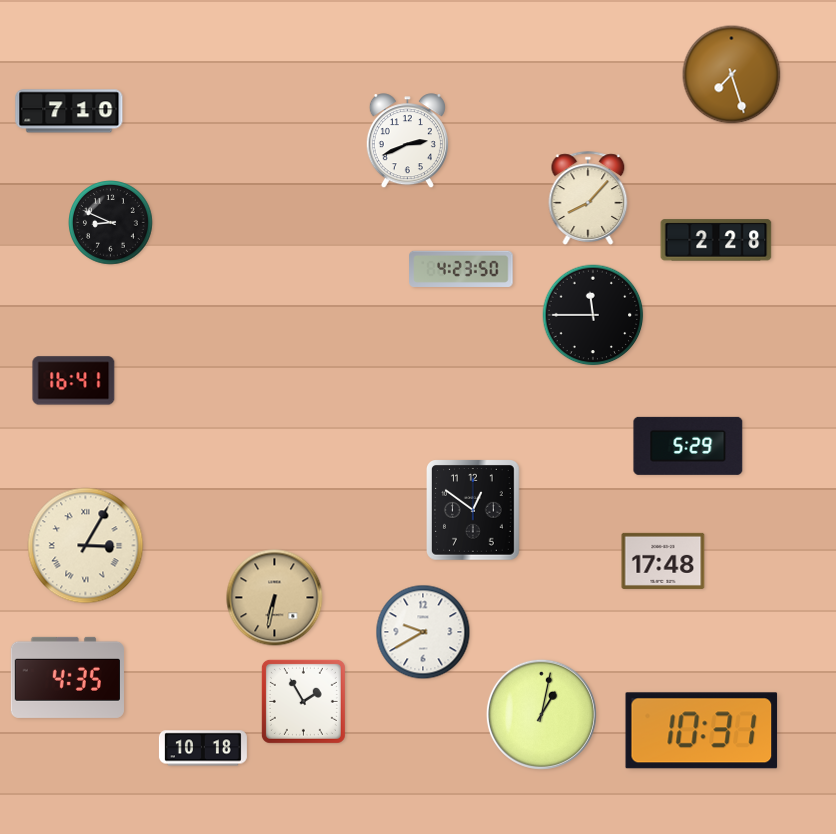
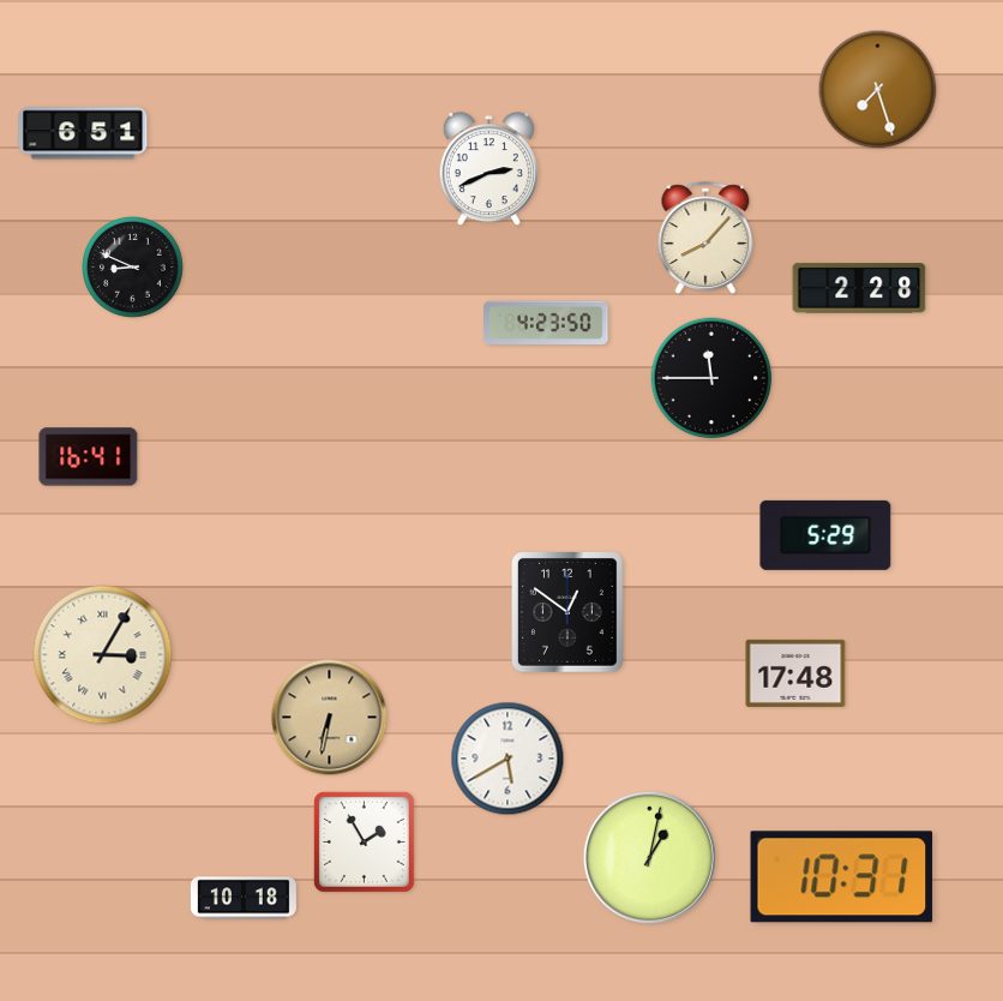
clock at (69, 111): 7:10 -> 6:51
clock at (461, 269) position: (461, 269) -> (546, 323)
clock at (423, 632): 9:40 -> 5:40
clock at (67, 677): 4:35 -> none
